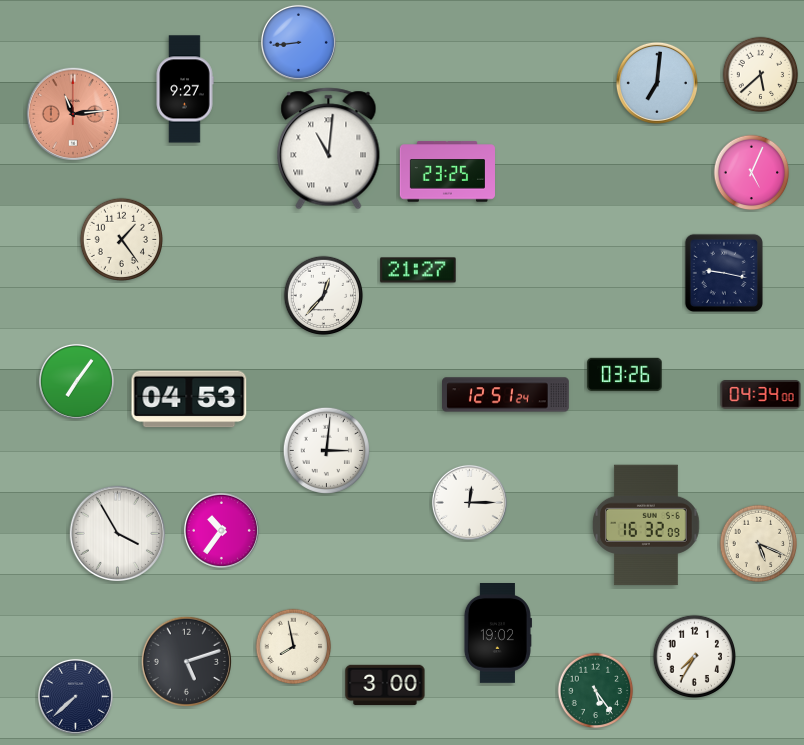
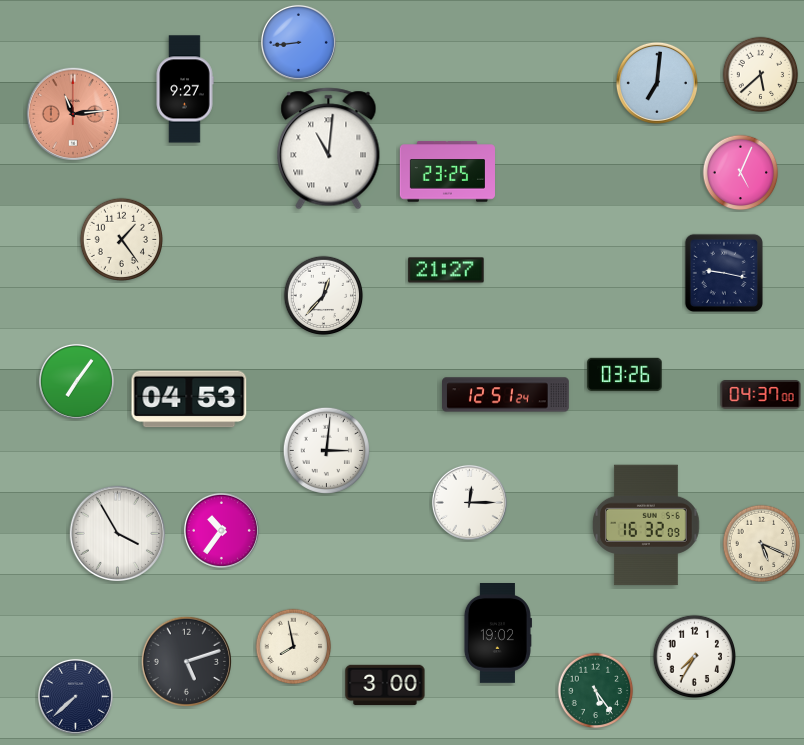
clock at (752, 173) position: (752, 173) -> (741, 173)
clock at (418, 270) position: (418, 270) -> (446, 270)
clock at (761, 395): 04:34 -> 04:37
clock at (759, 544) position: (759, 544) -> (762, 544)
